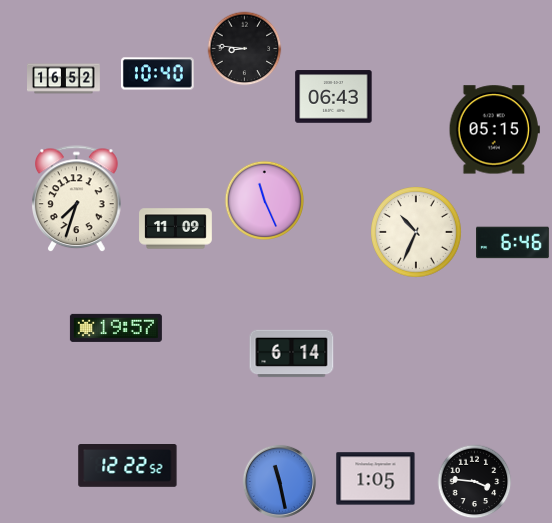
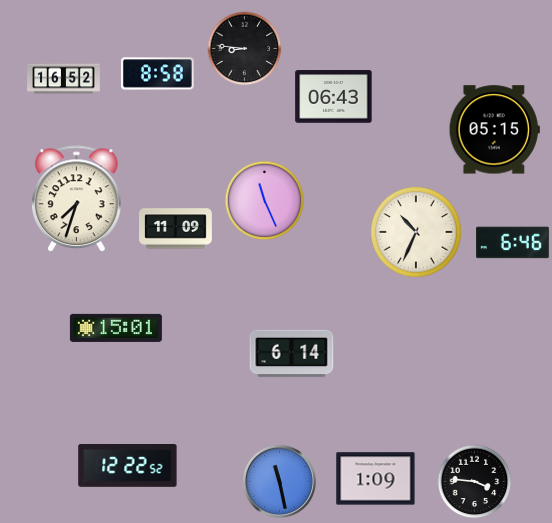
clock at (157, 74): 10:40 -> 8:58
clock at (116, 328): 19:57 -> 15:01
clock at (376, 479): 1:05 -> 1:09
